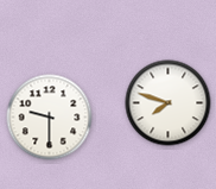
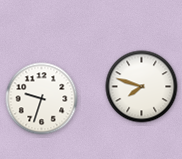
clock at (50, 118): 9:30 -> 9:33
